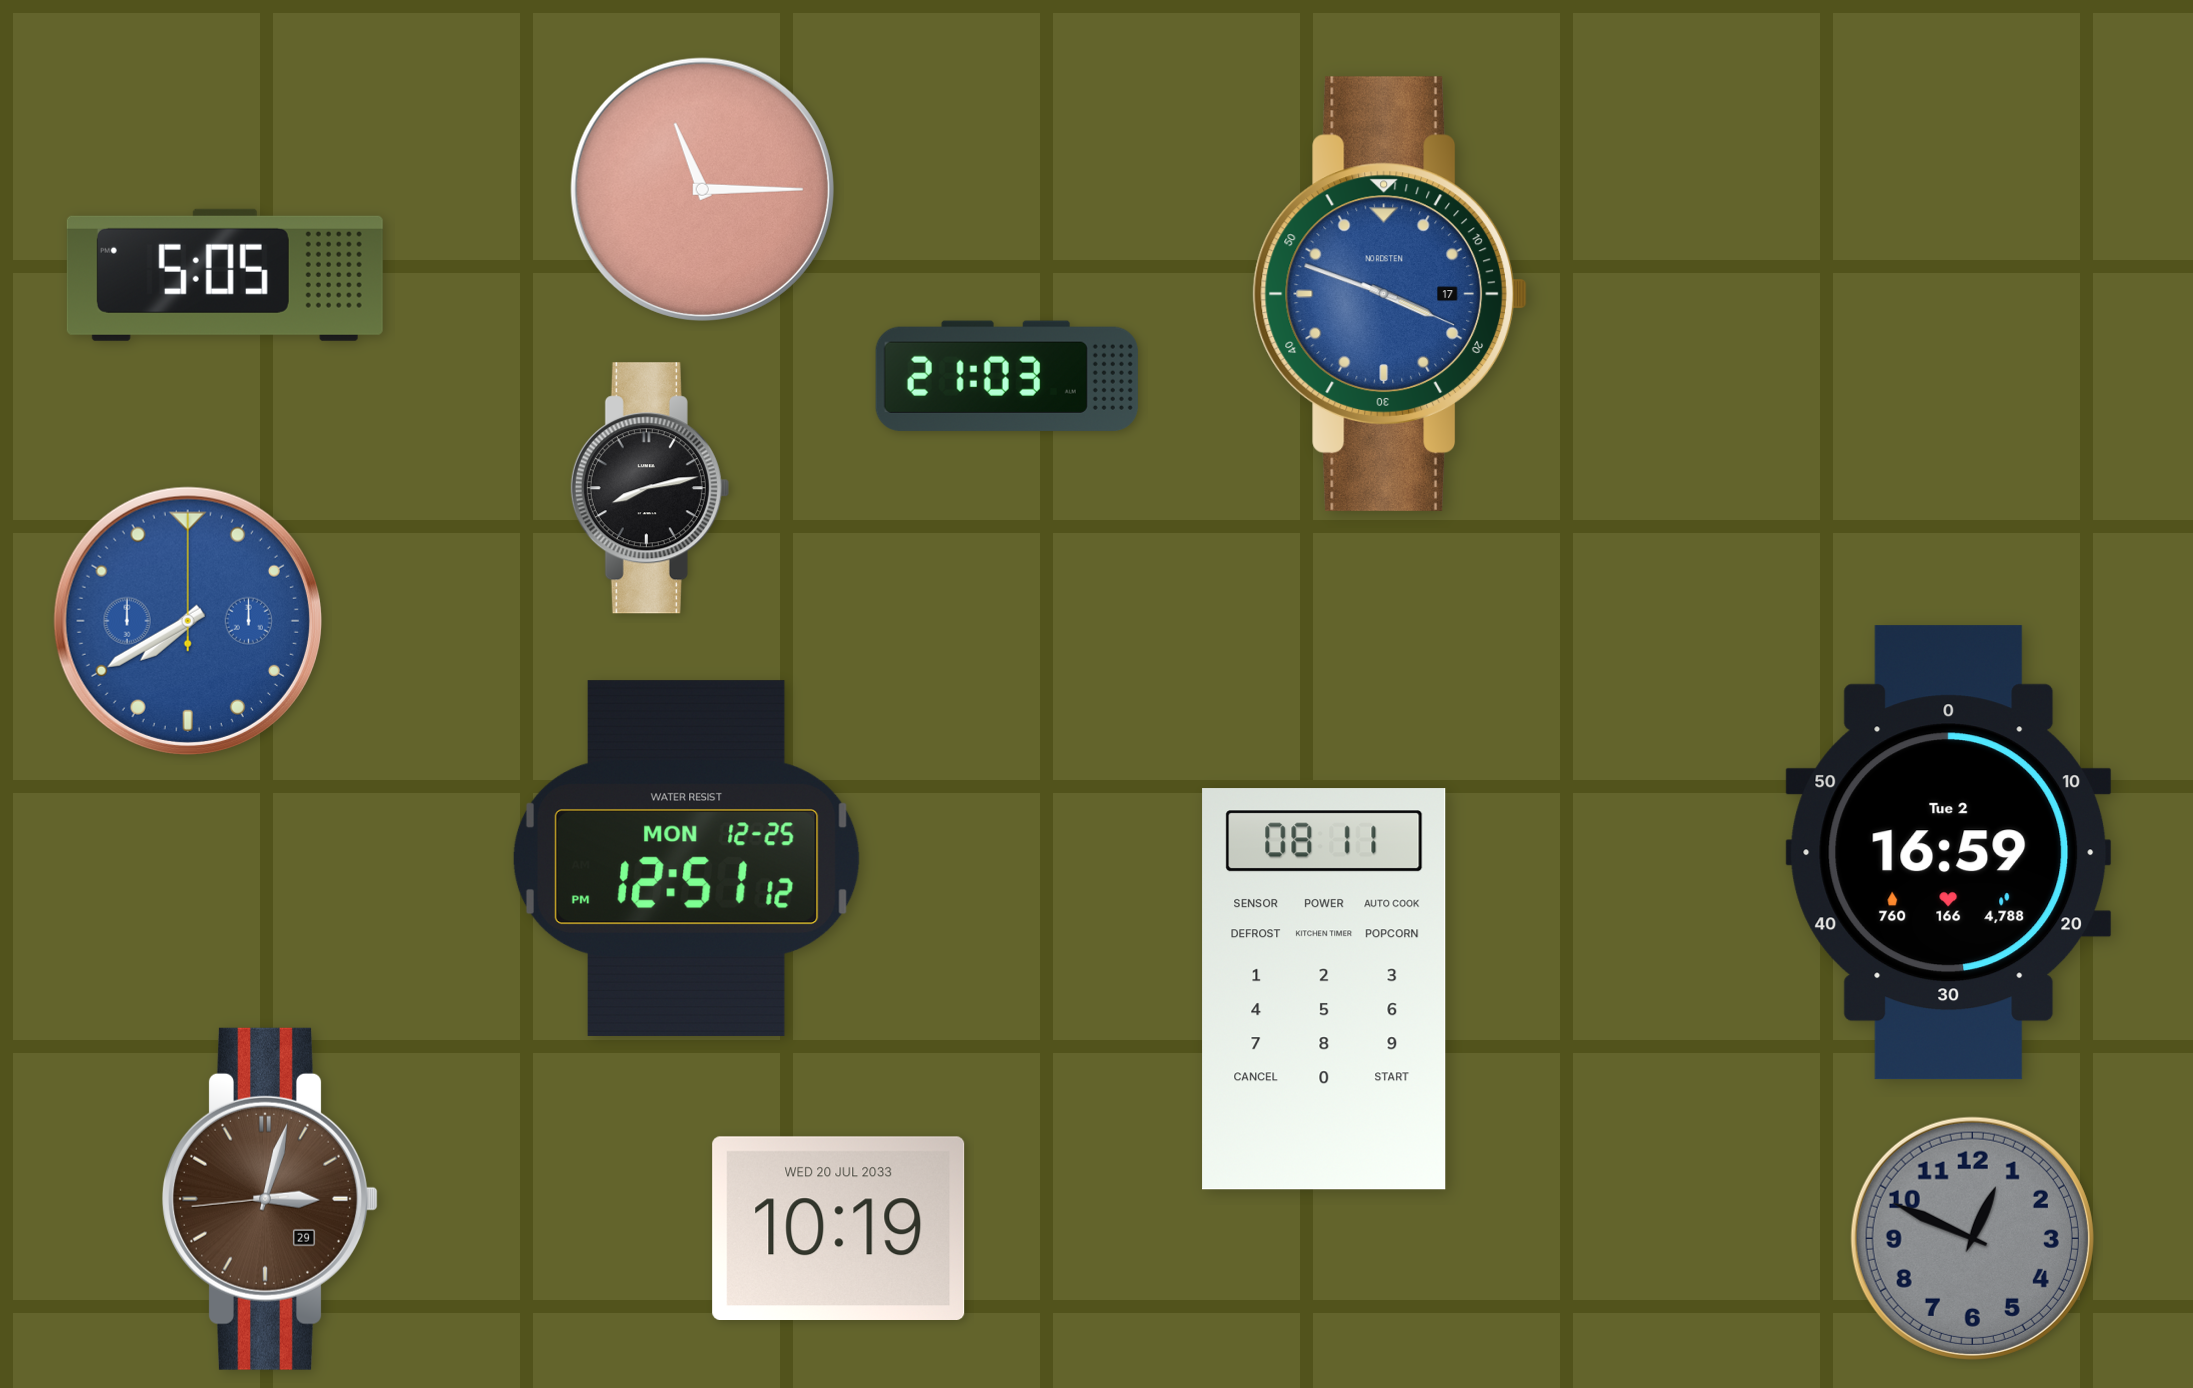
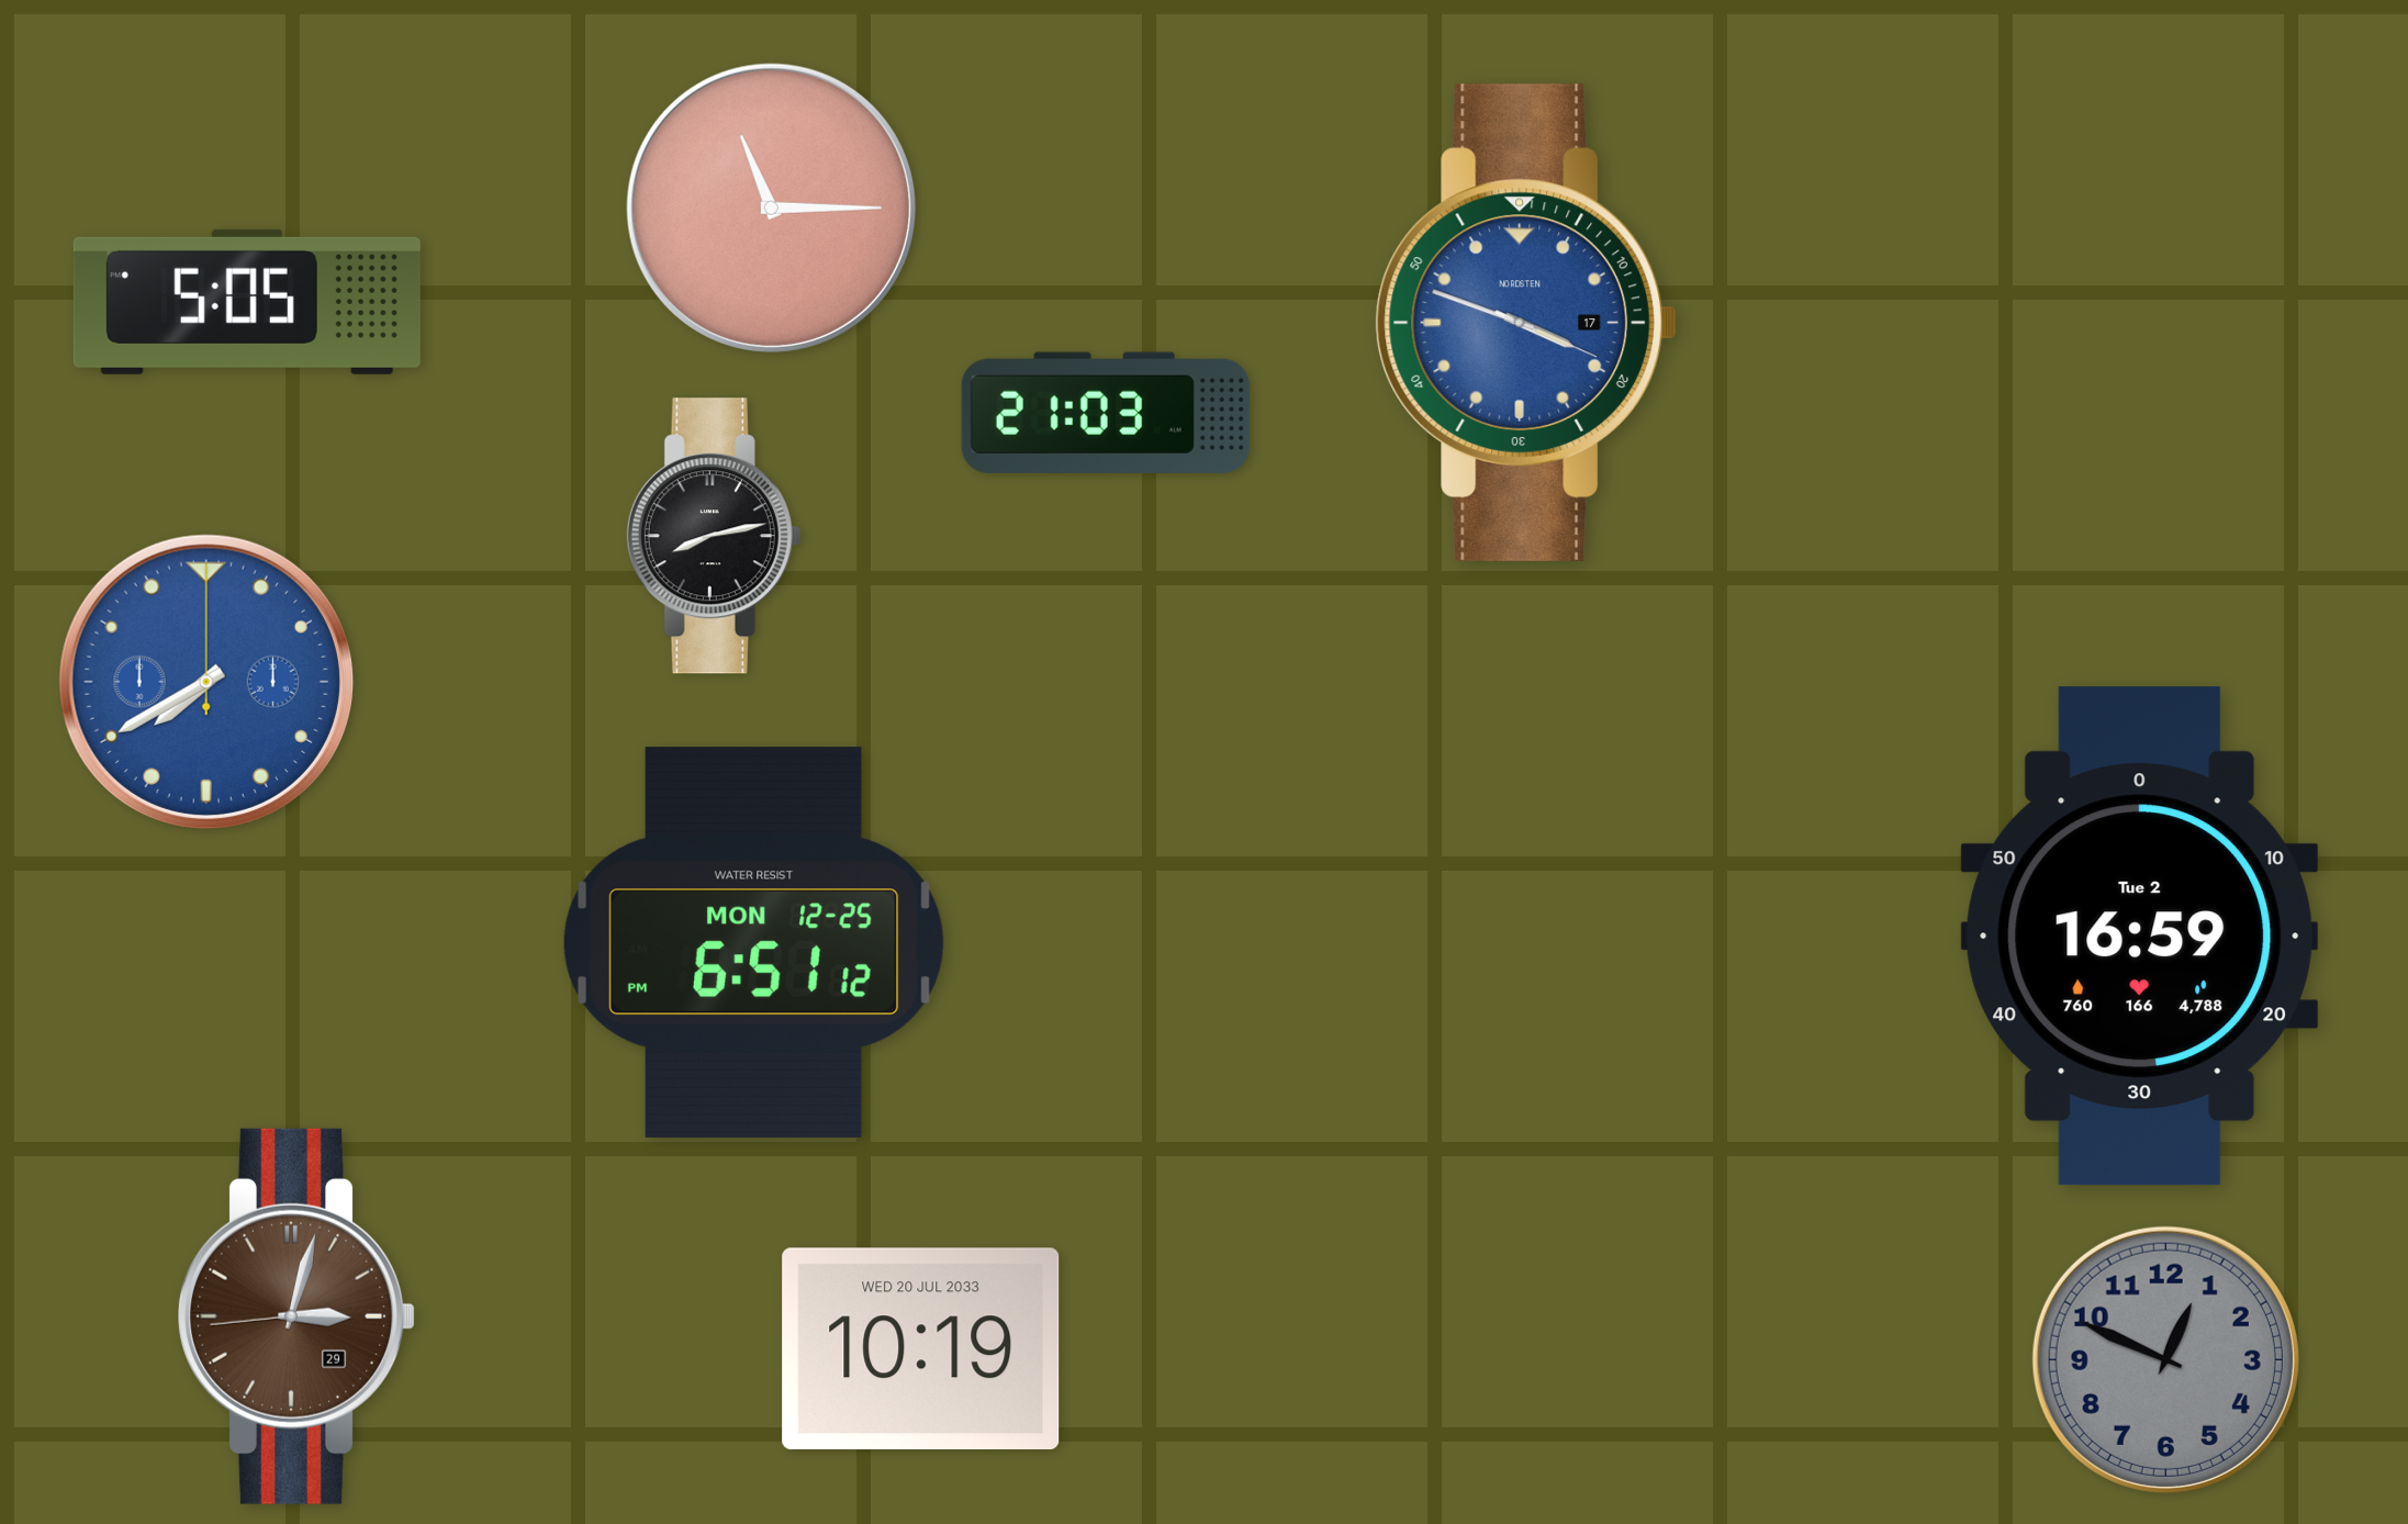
clock at (686, 858): 12:51 -> 6:51
clock at (1324, 989): 08:11 -> none
